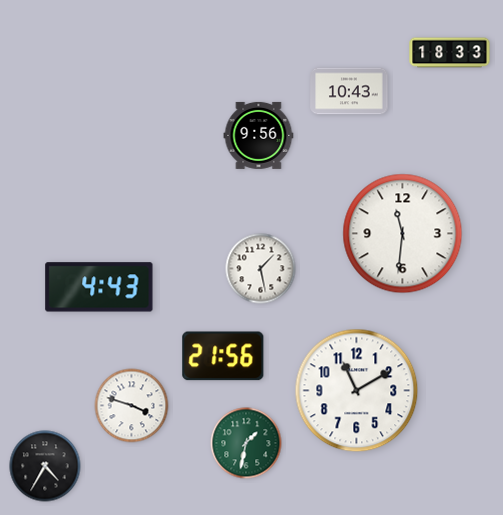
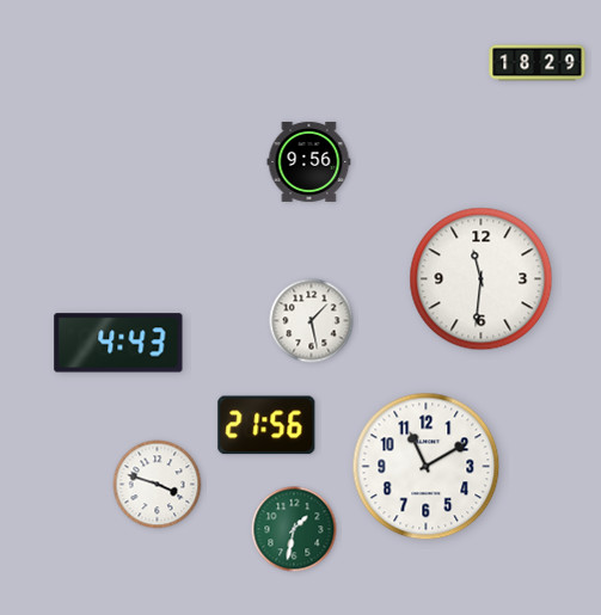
clock at (450, 53): 18:33 -> 18:29
clock at (349, 91): 10:43 -> none
clock at (45, 466): 4:35 -> none
